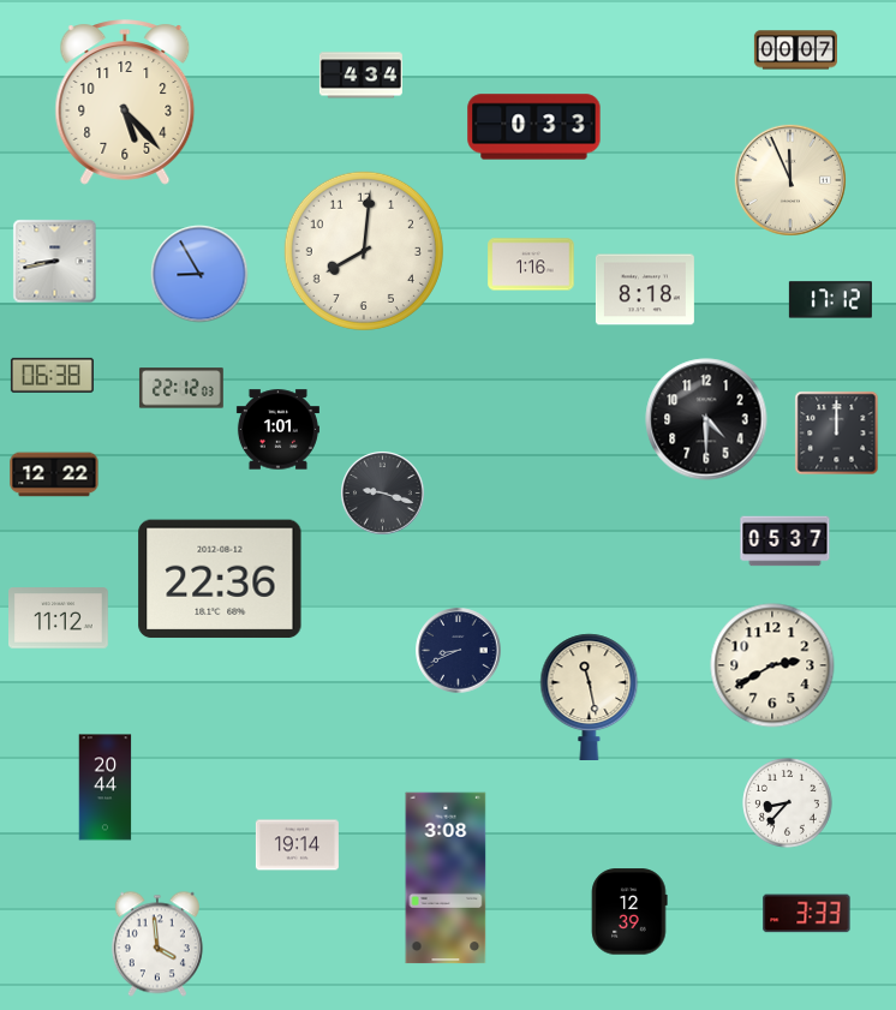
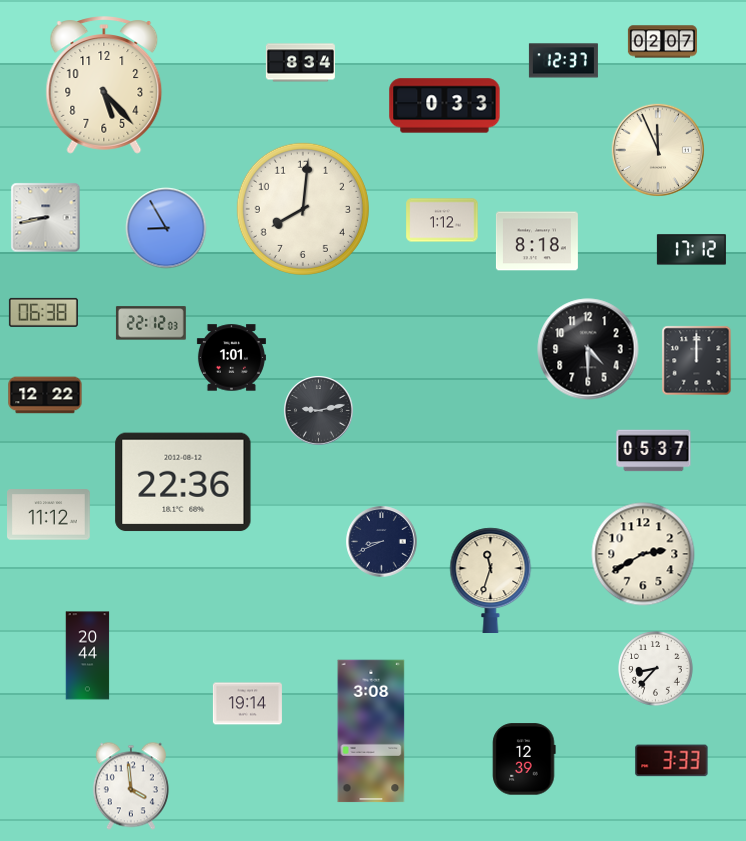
clock at (795, 50): 00:07 -> 02:07
clock at (563, 61): none -> 12:37
clock at (360, 76): 4:34 -> 8:34
clock at (531, 264): 1:16 -> 1:12
clock at (383, 494): 9:18 -> 9:13
clock at (590, 697): 11:28 -> 11:33
